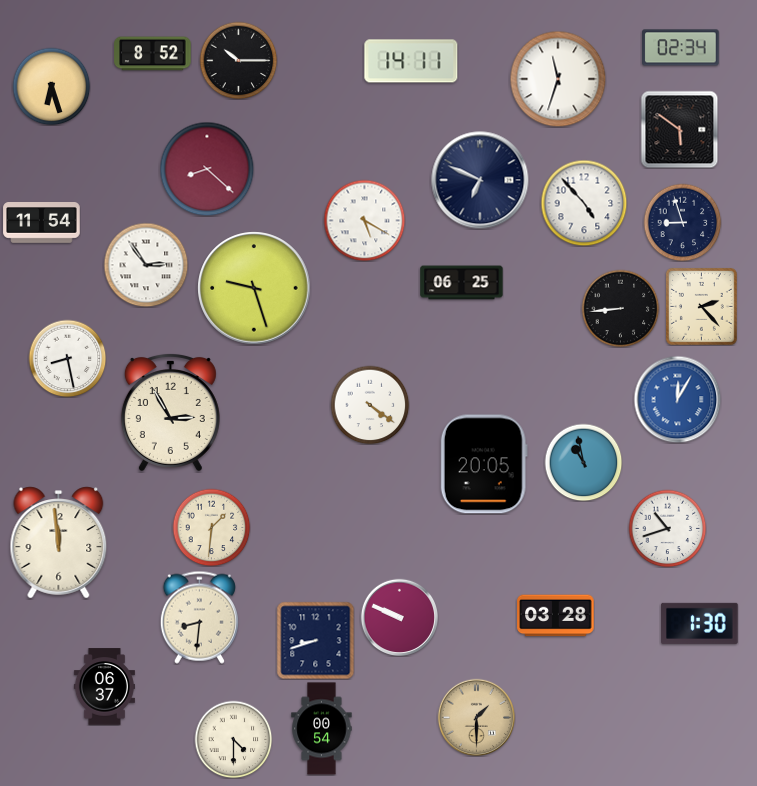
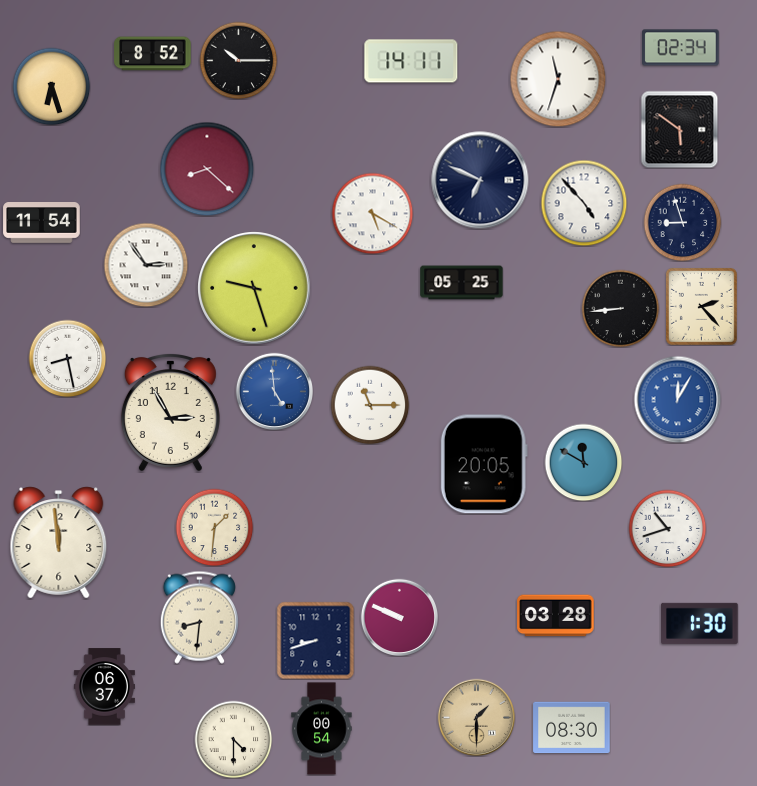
clock at (364, 220) position: (364, 220) -> (372, 213)
clock at (462, 283): 06:25 -> 05:25
clock at (274, 391): none -> 4:59
clock at (370, 405): 4:21 -> 11:15
clock at (583, 462): 10:58 -> 11:50
clock at (211, 527) position: (211, 527) -> (214, 527)
clock at (572, 728): none -> 08:30
